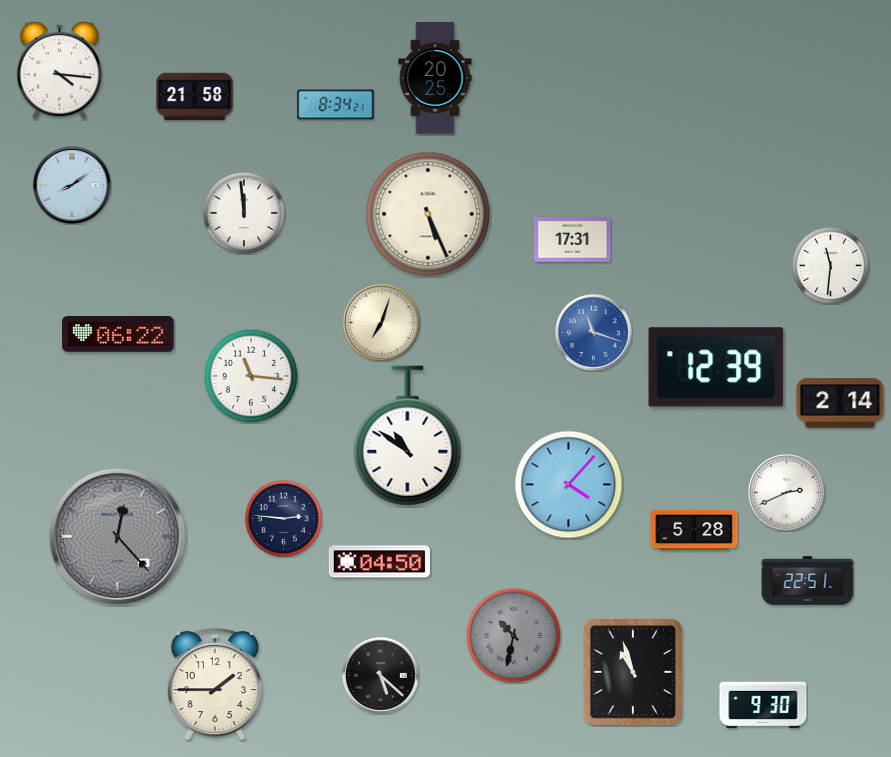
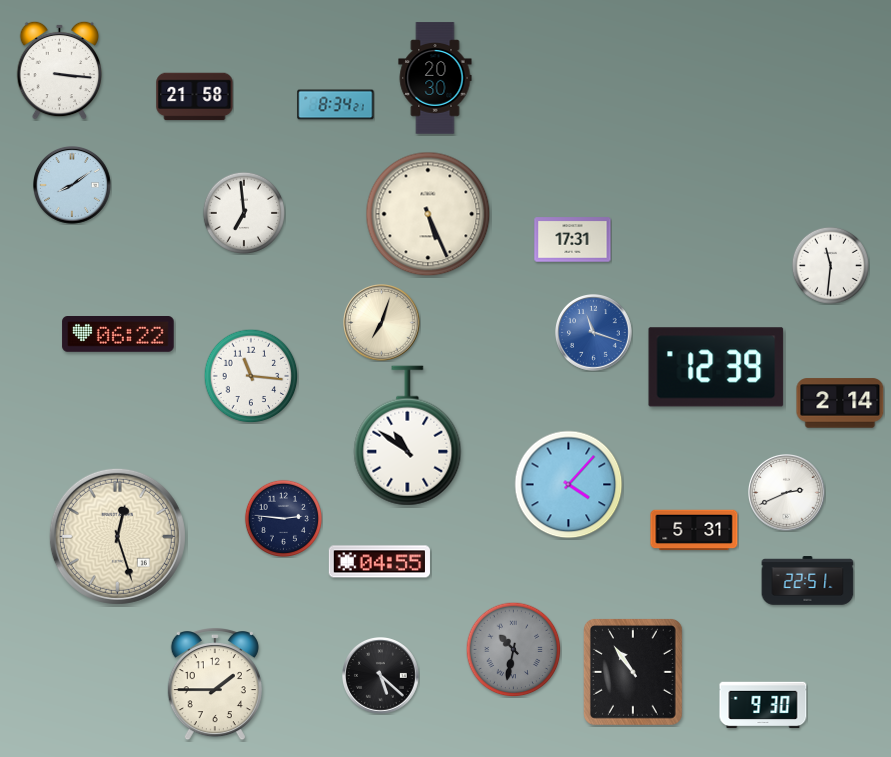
clock at (60, 70): 4:16 -> 3:16
clock at (435, 78): 20:25 -> 20:30
clock at (243, 212): 11:59 -> 6:59
clock at (694, 530): 5:28 -> 5:31
clock at (117, 536): 12:23 -> 12:27
clock at (117, 536) dial: grey -> cream
clock at (379, 562): 04:50 -> 04:55
clock at (513, 635) position: (513, 635) -> (513, 649)
clock at (633, 672): 10:57 -> 10:54
